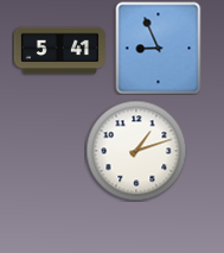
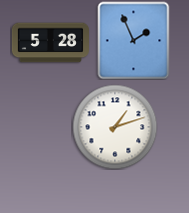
clock at (159, 48): 8:56 -> 1:56
clock at (59, 51): 5:41 -> 5:28
